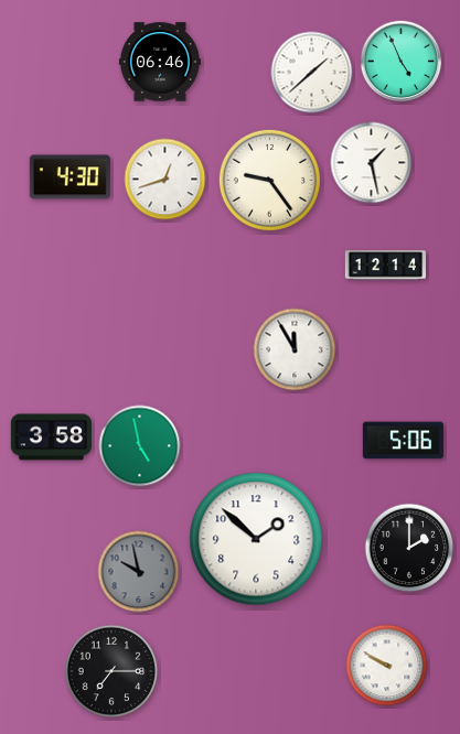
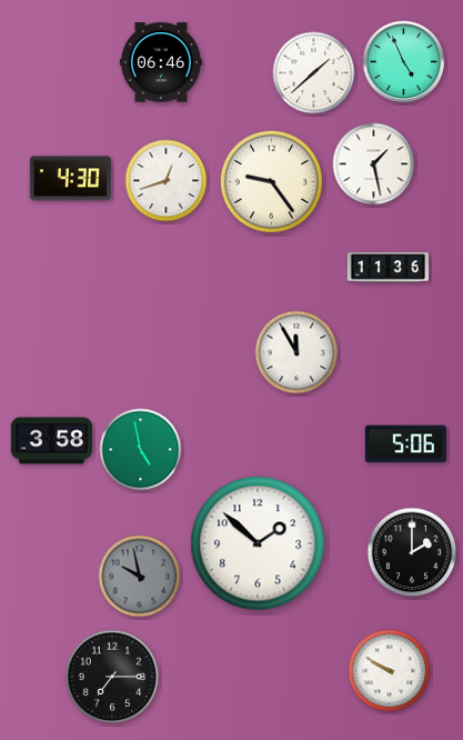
clock at (385, 266): 12:14 -> 11:36
